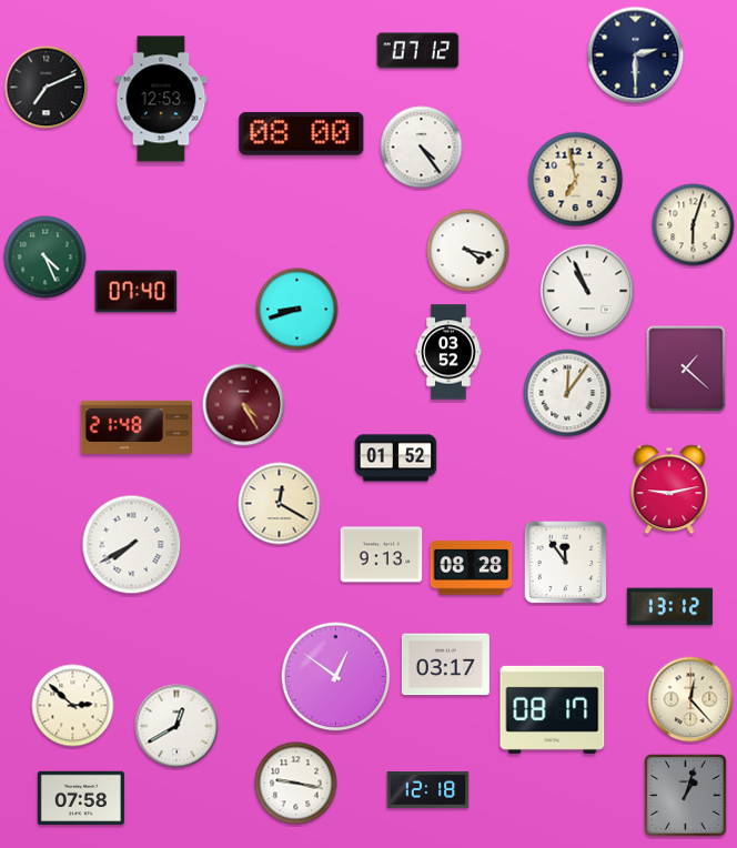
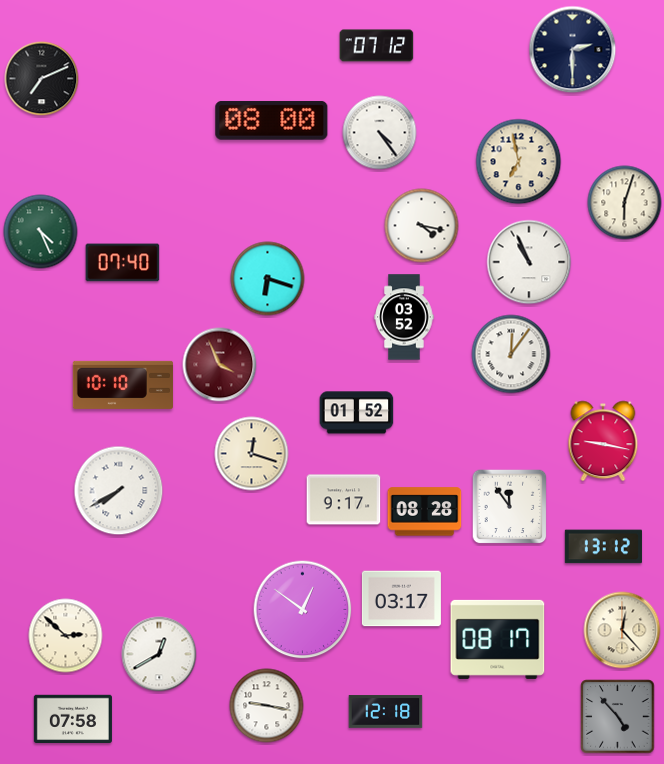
clock at (161, 99): 12:53 -> none
clock at (297, 310): 8:42 -> 6:18
clock at (686, 369): 1:22 -> none
clock at (244, 405): 4:25 -> 3:56
clock at (137, 427): 21:48 -> 10:10
clock at (669, 489): 9:13 -> 9:17
clock at (280, 504): 12:20 -> 12:18
clock at (382, 555): 9:13 -> 9:17
clock at (686, 796): 1:03 -> 4:53
